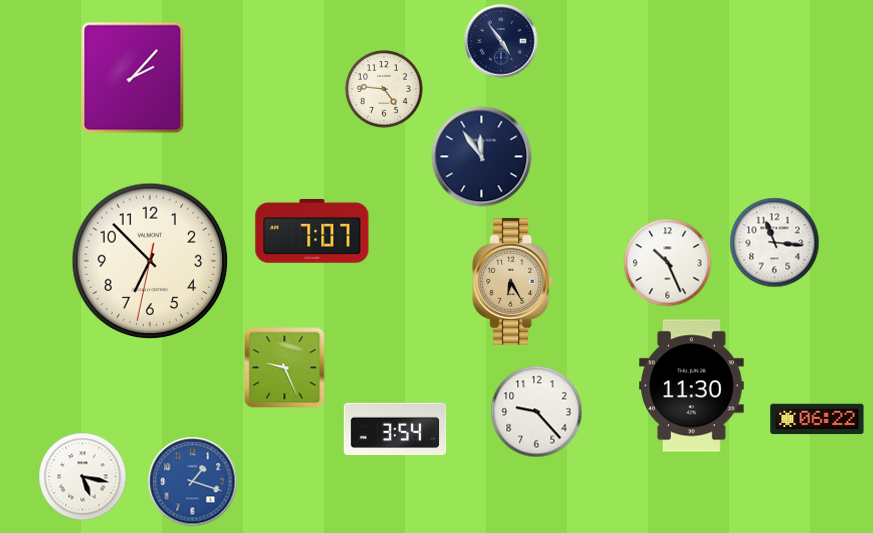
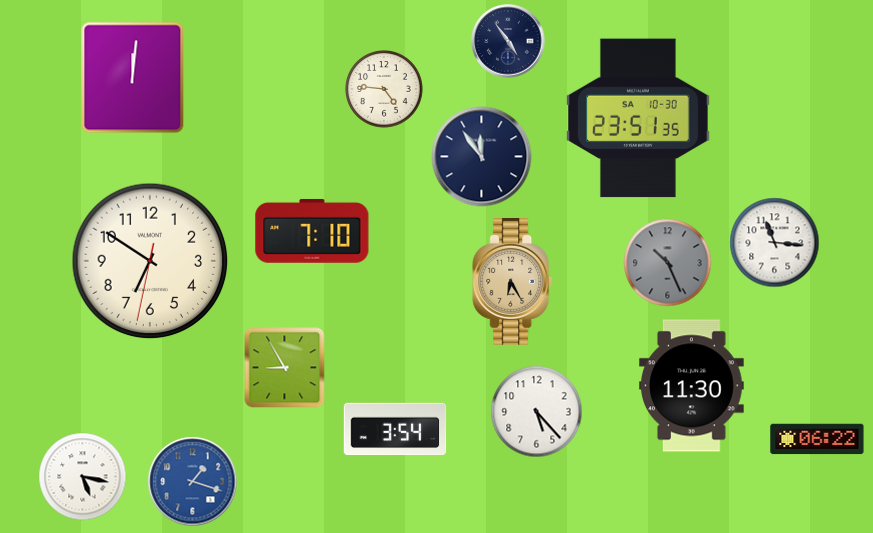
clock at (501, 41) position: (501, 41) -> (508, 41)
clock at (133, 78): 2:07 -> 12:01
clock at (639, 118): none -> 23:51
clock at (312, 231): 7:07 -> 7:10
clock at (150, 261): 6:52 -> 6:50
clock at (668, 263) dial: white -> grey
clock at (285, 368): 9:26 -> 8:55
clock at (537, 412): 9:23 -> 5:23
clock at (817, 419) position: (817, 419) -> (817, 439)
